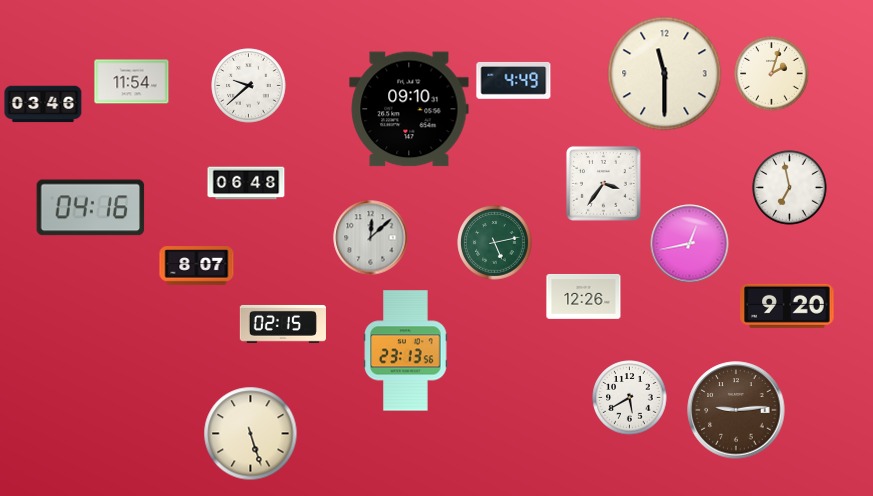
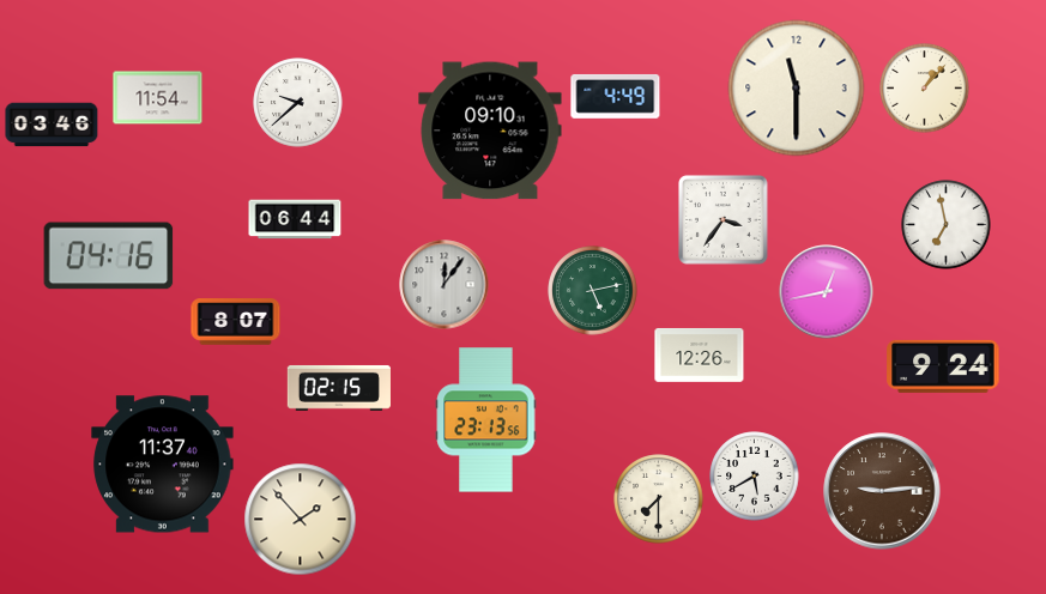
clock at (772, 74): 2:03 -> 1:07
clock at (246, 183): 06:48 -> 06:44
clock at (91, 208) position: (91, 208) -> (109, 256)
clock at (371, 238): 12:08 -> 12:06
clock at (197, 266) position: (197, 266) -> (236, 322)
clock at (787, 306): 9:20 -> 9:24
clock at (163, 465): none -> 11:37
clock at (659, 499): none -> 7:30
clock at (251, 434): 5:27 -> 1:53
